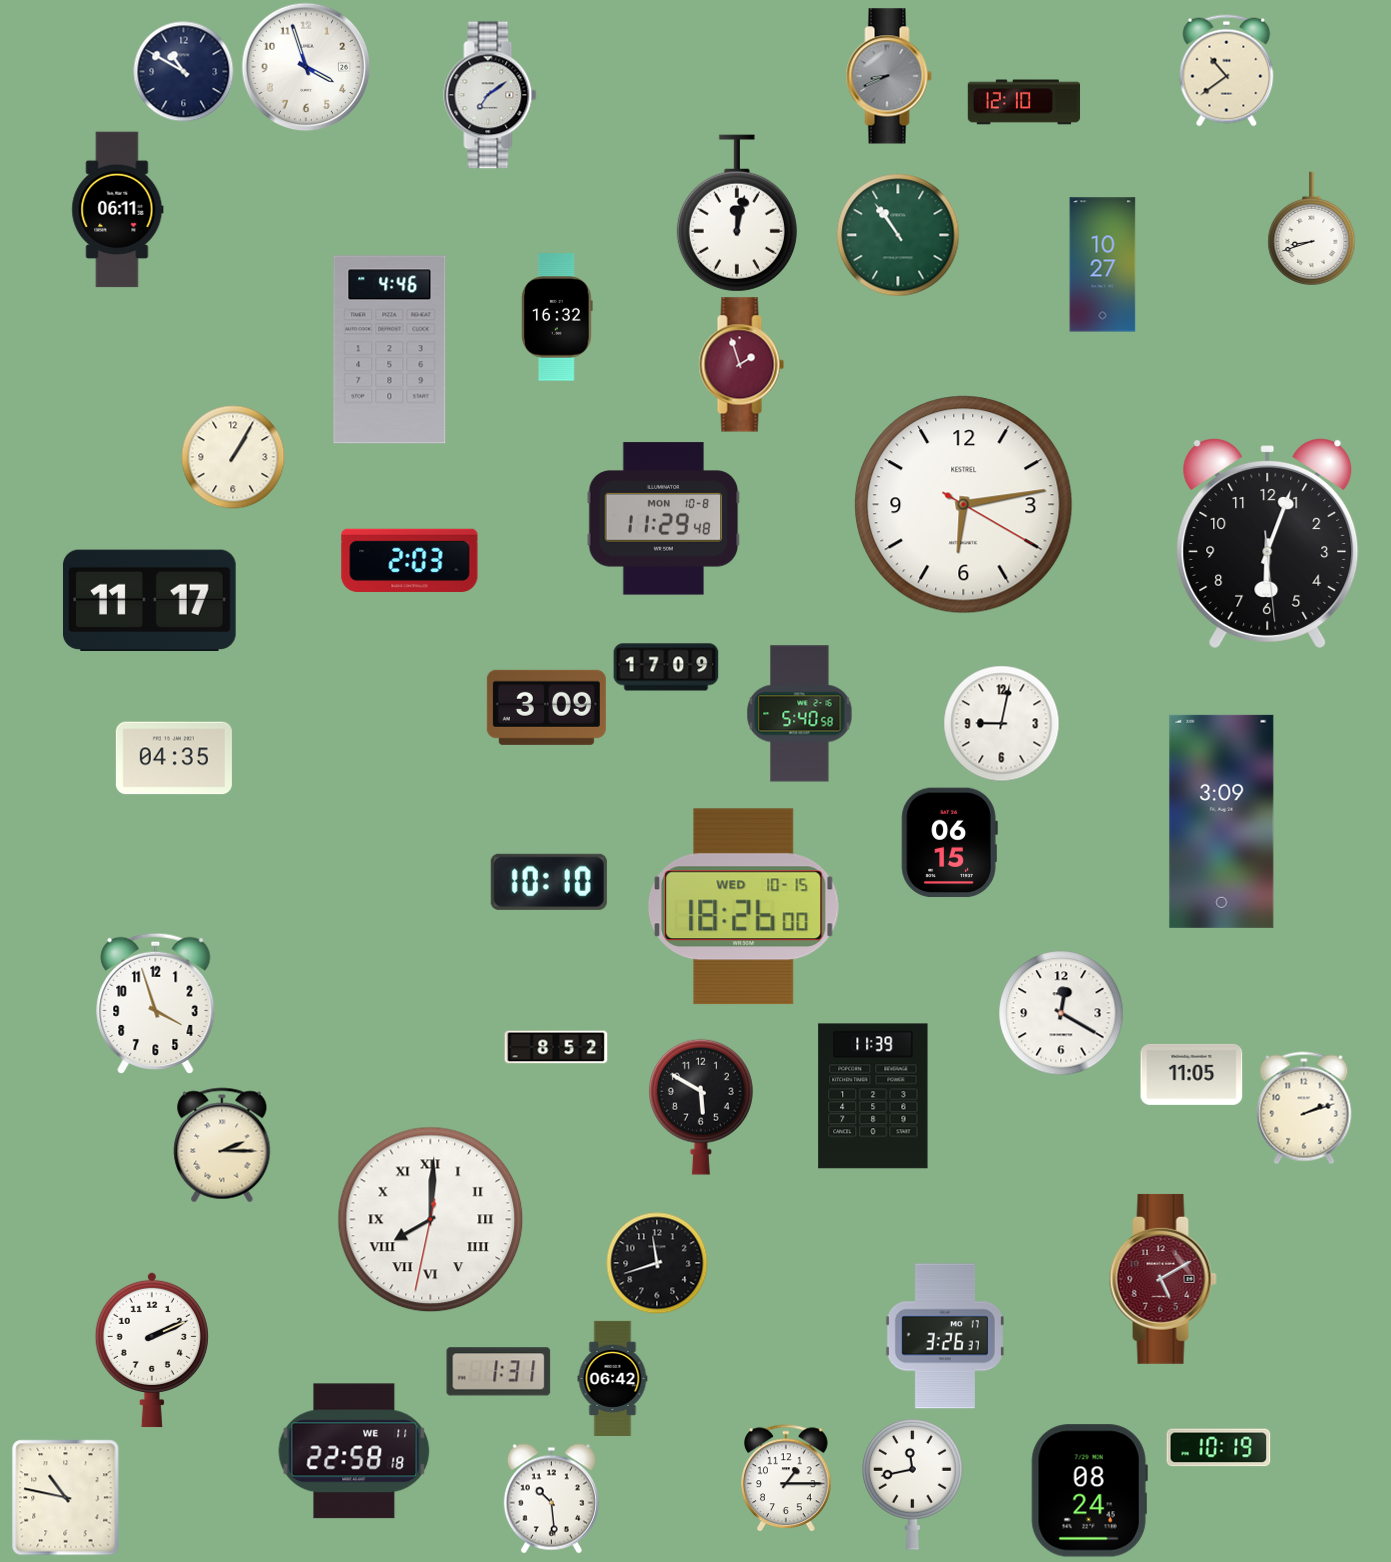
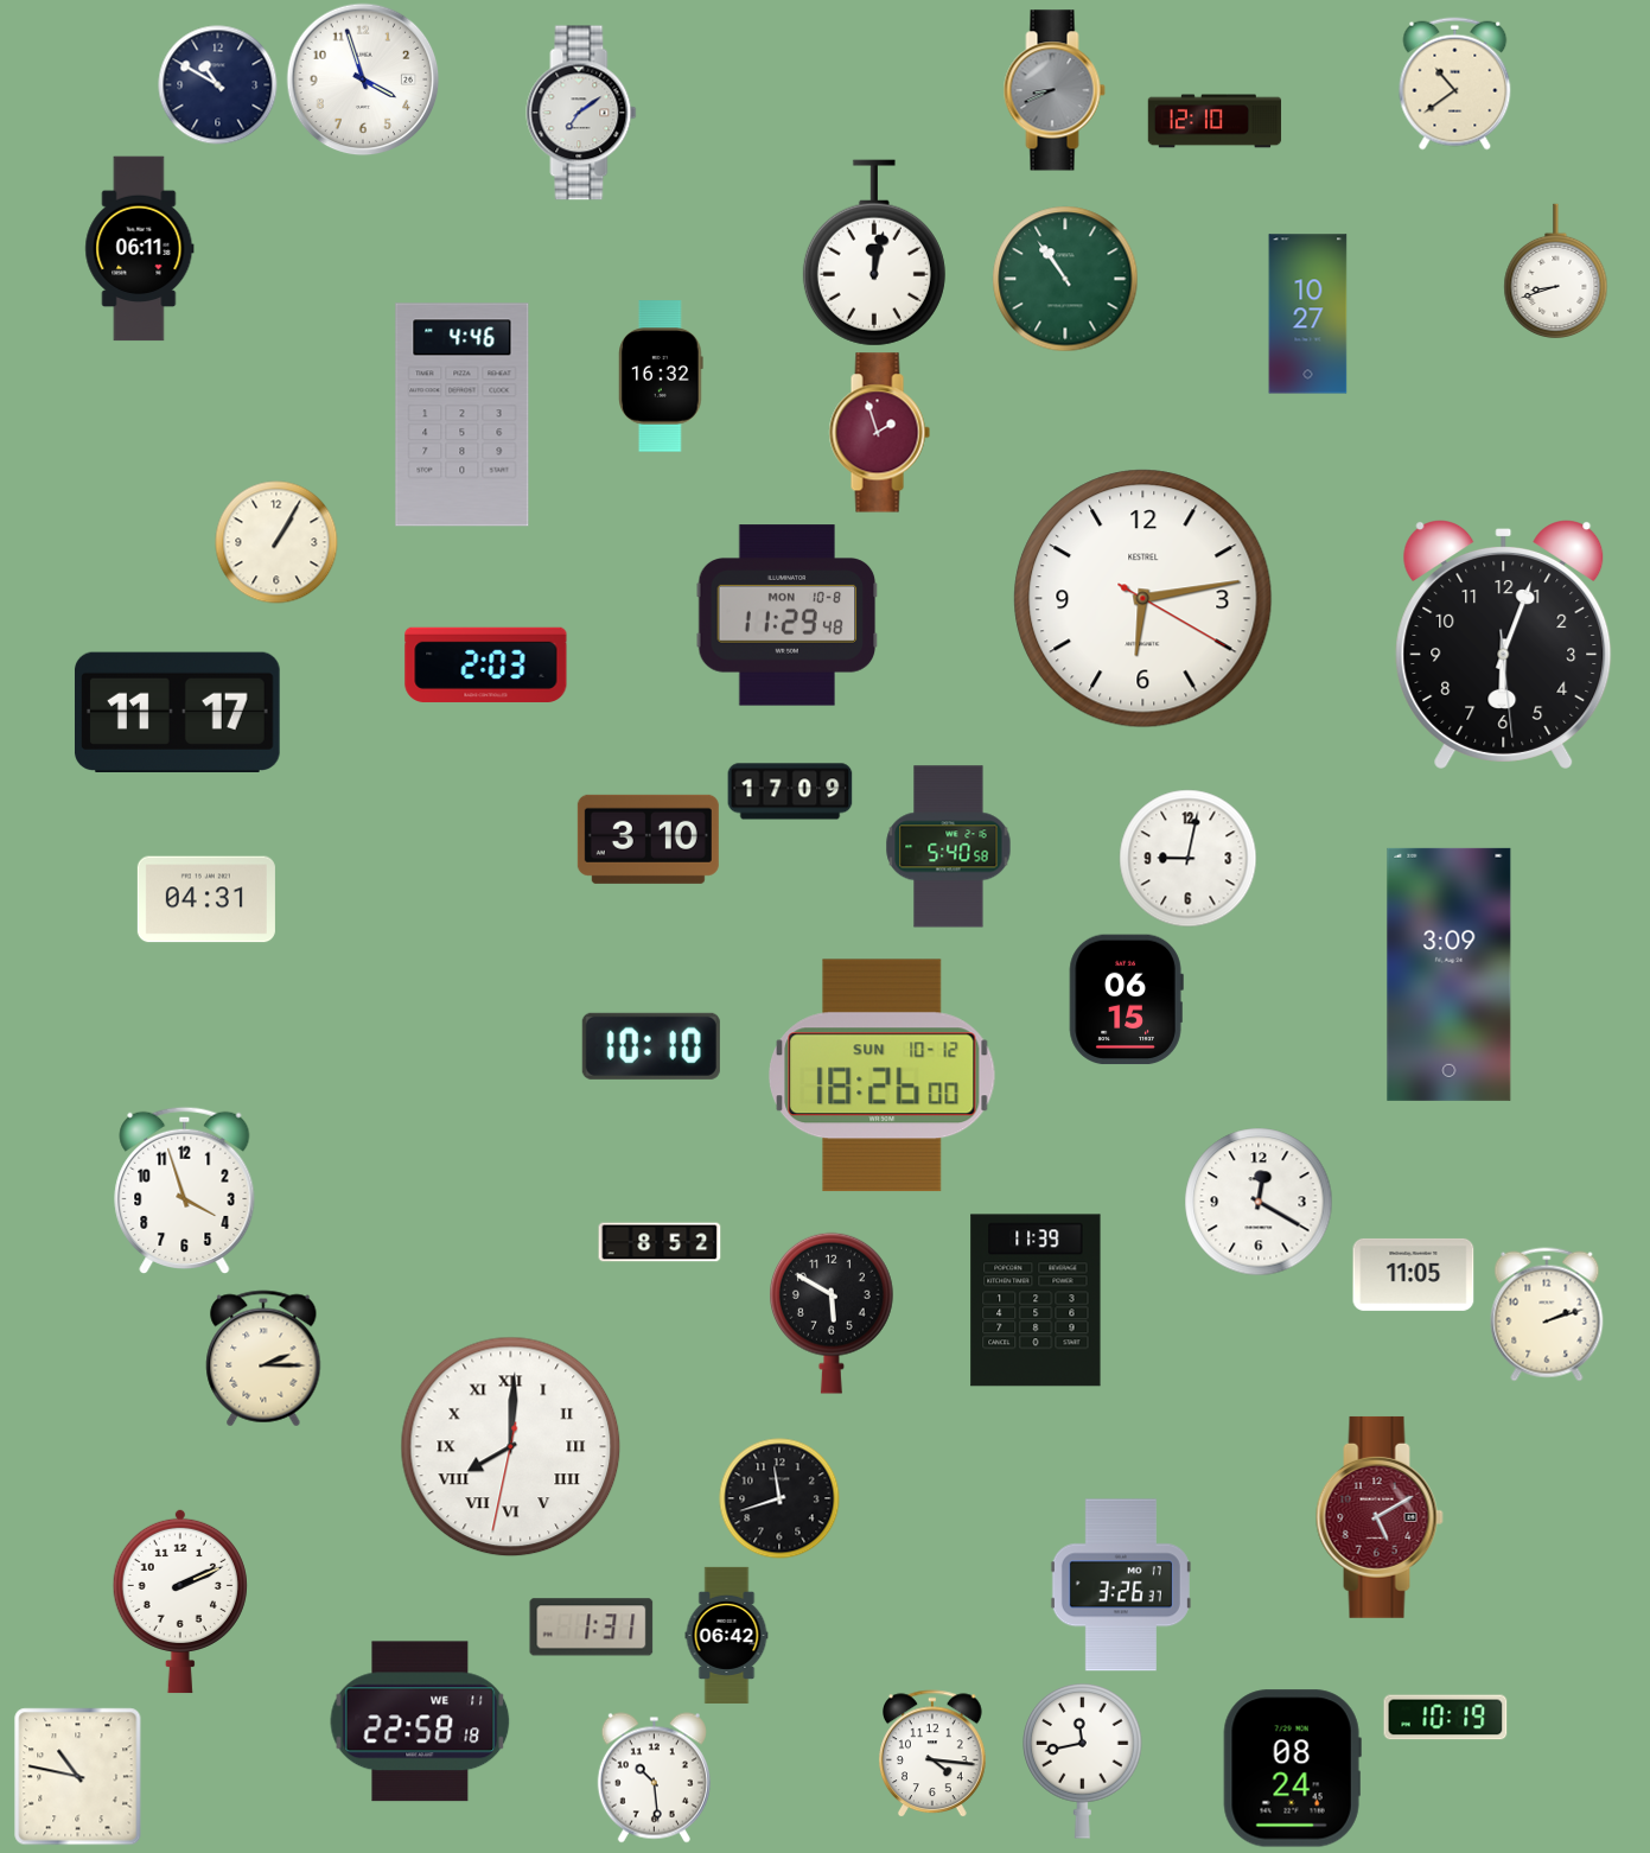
clock at (546, 707): 3:09 -> 3:10
clock at (174, 758): 04:35 -> 04:31
clock at (744, 907) date: WED 10-15 -> SUN 10-12
clock at (787, 1478): 1:15 -> 4:16
